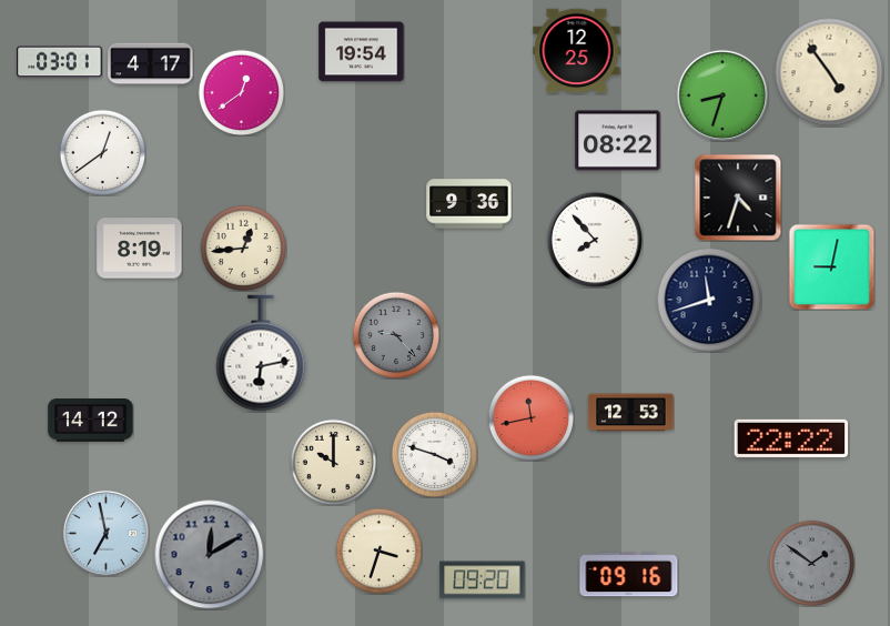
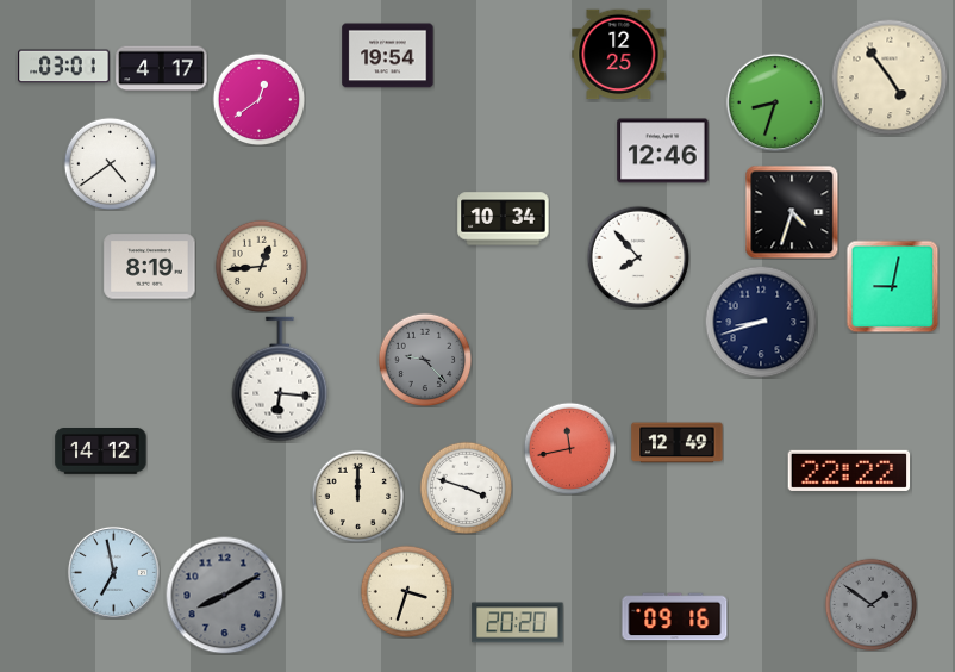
clock at (618, 141): 08:22 -> 12:46
clock at (102, 152): 12:39 -> 4:39
clock at (469, 204): 9:36 -> 10:34
clock at (709, 300): 11:42 -> 8:42
clock at (261, 353): 6:13 -> 6:16
clock at (631, 413): 12:53 -> 12:49
clock at (91, 421) position: (91, 421) -> (101, 452)
clock at (333, 462): 10:00 -> 12:00
clock at (210, 555): 12:10 -> 8:10
clock at (483, 580): 09:20 -> 20:20
